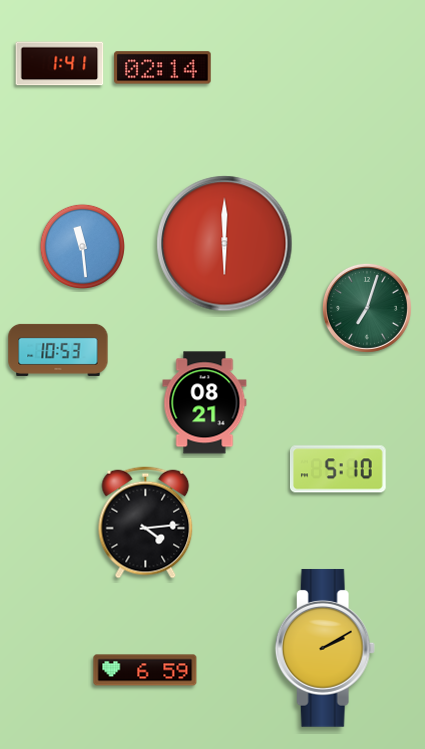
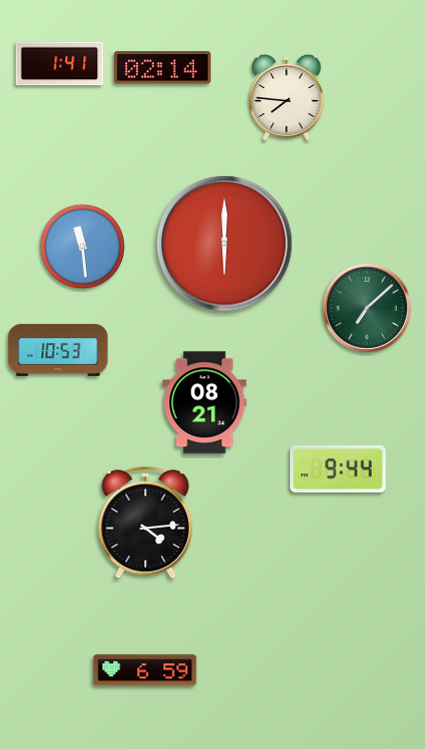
clock at (287, 98): none -> 7:46
clock at (367, 308): 7:03 -> 7:08
clock at (339, 469): 5:10 -> 9:44
clock at (325, 648): 2:10 -> none
